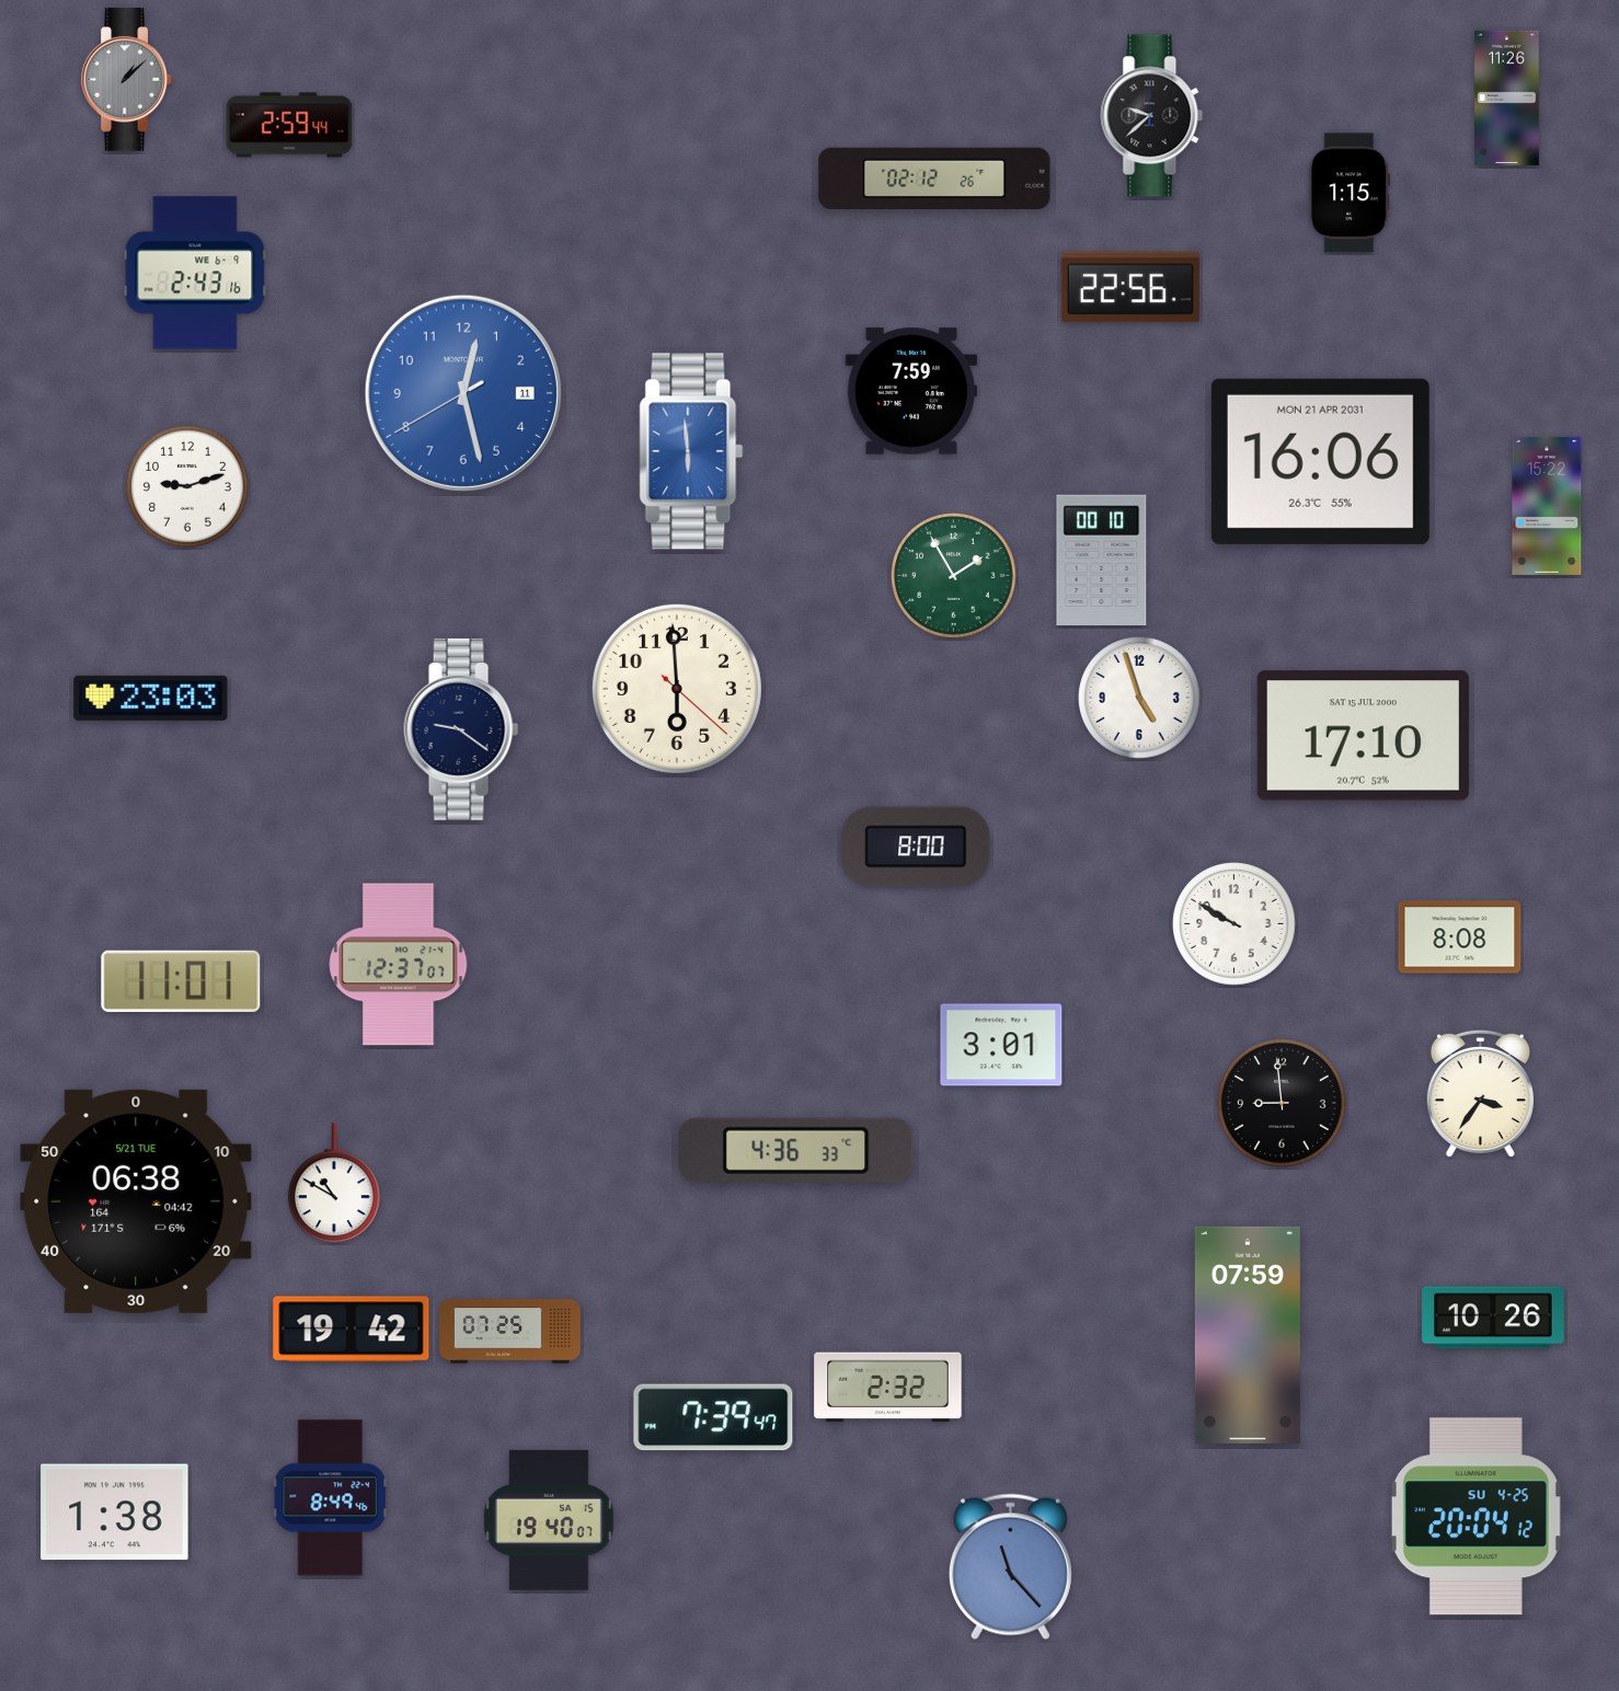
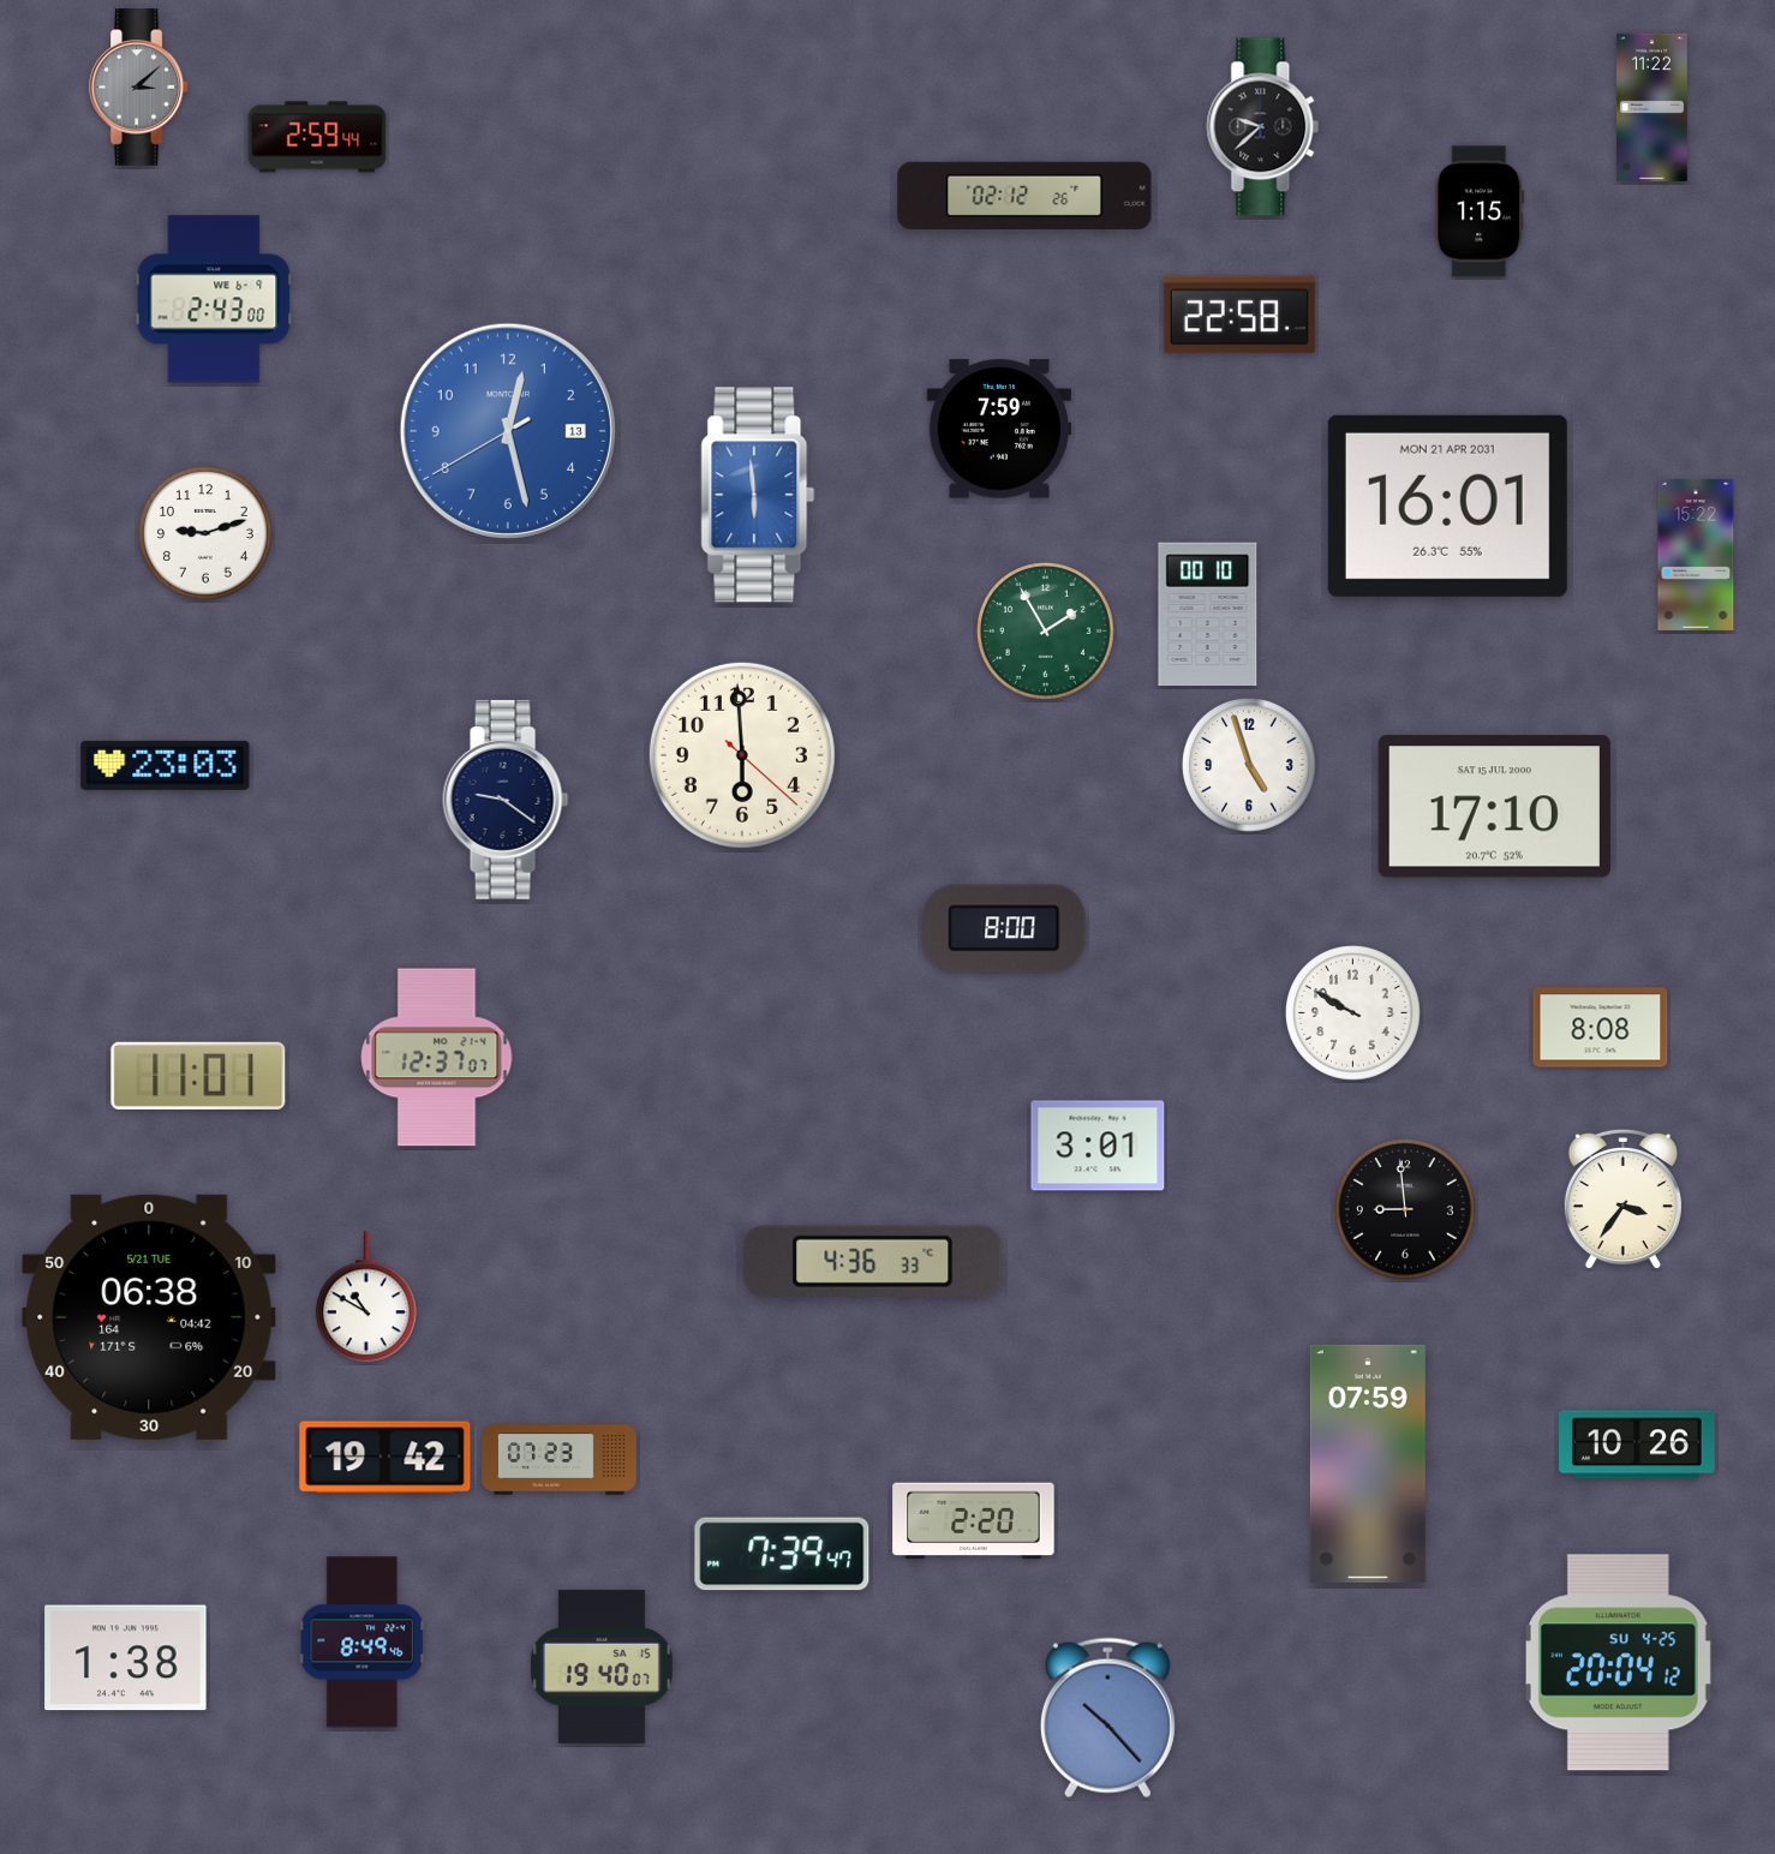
clock at (126, 80): 1:08 -> 3:08
clock at (1507, 97): 11:26 -> 11:22
clock at (195, 273): 2:43:16 -> 2:43:00
clock at (1130, 287): 22:56 -> 22:58
clock at (463, 393) date: 11 -> 13
clock at (1320, 461): 16:06 -> 16:01
clock at (510, 1332): 07:25 -> 07:23
clock at (888, 1388): 2:32 -> 2:20
clock at (1010, 1567): 11:23 -> 10:23
